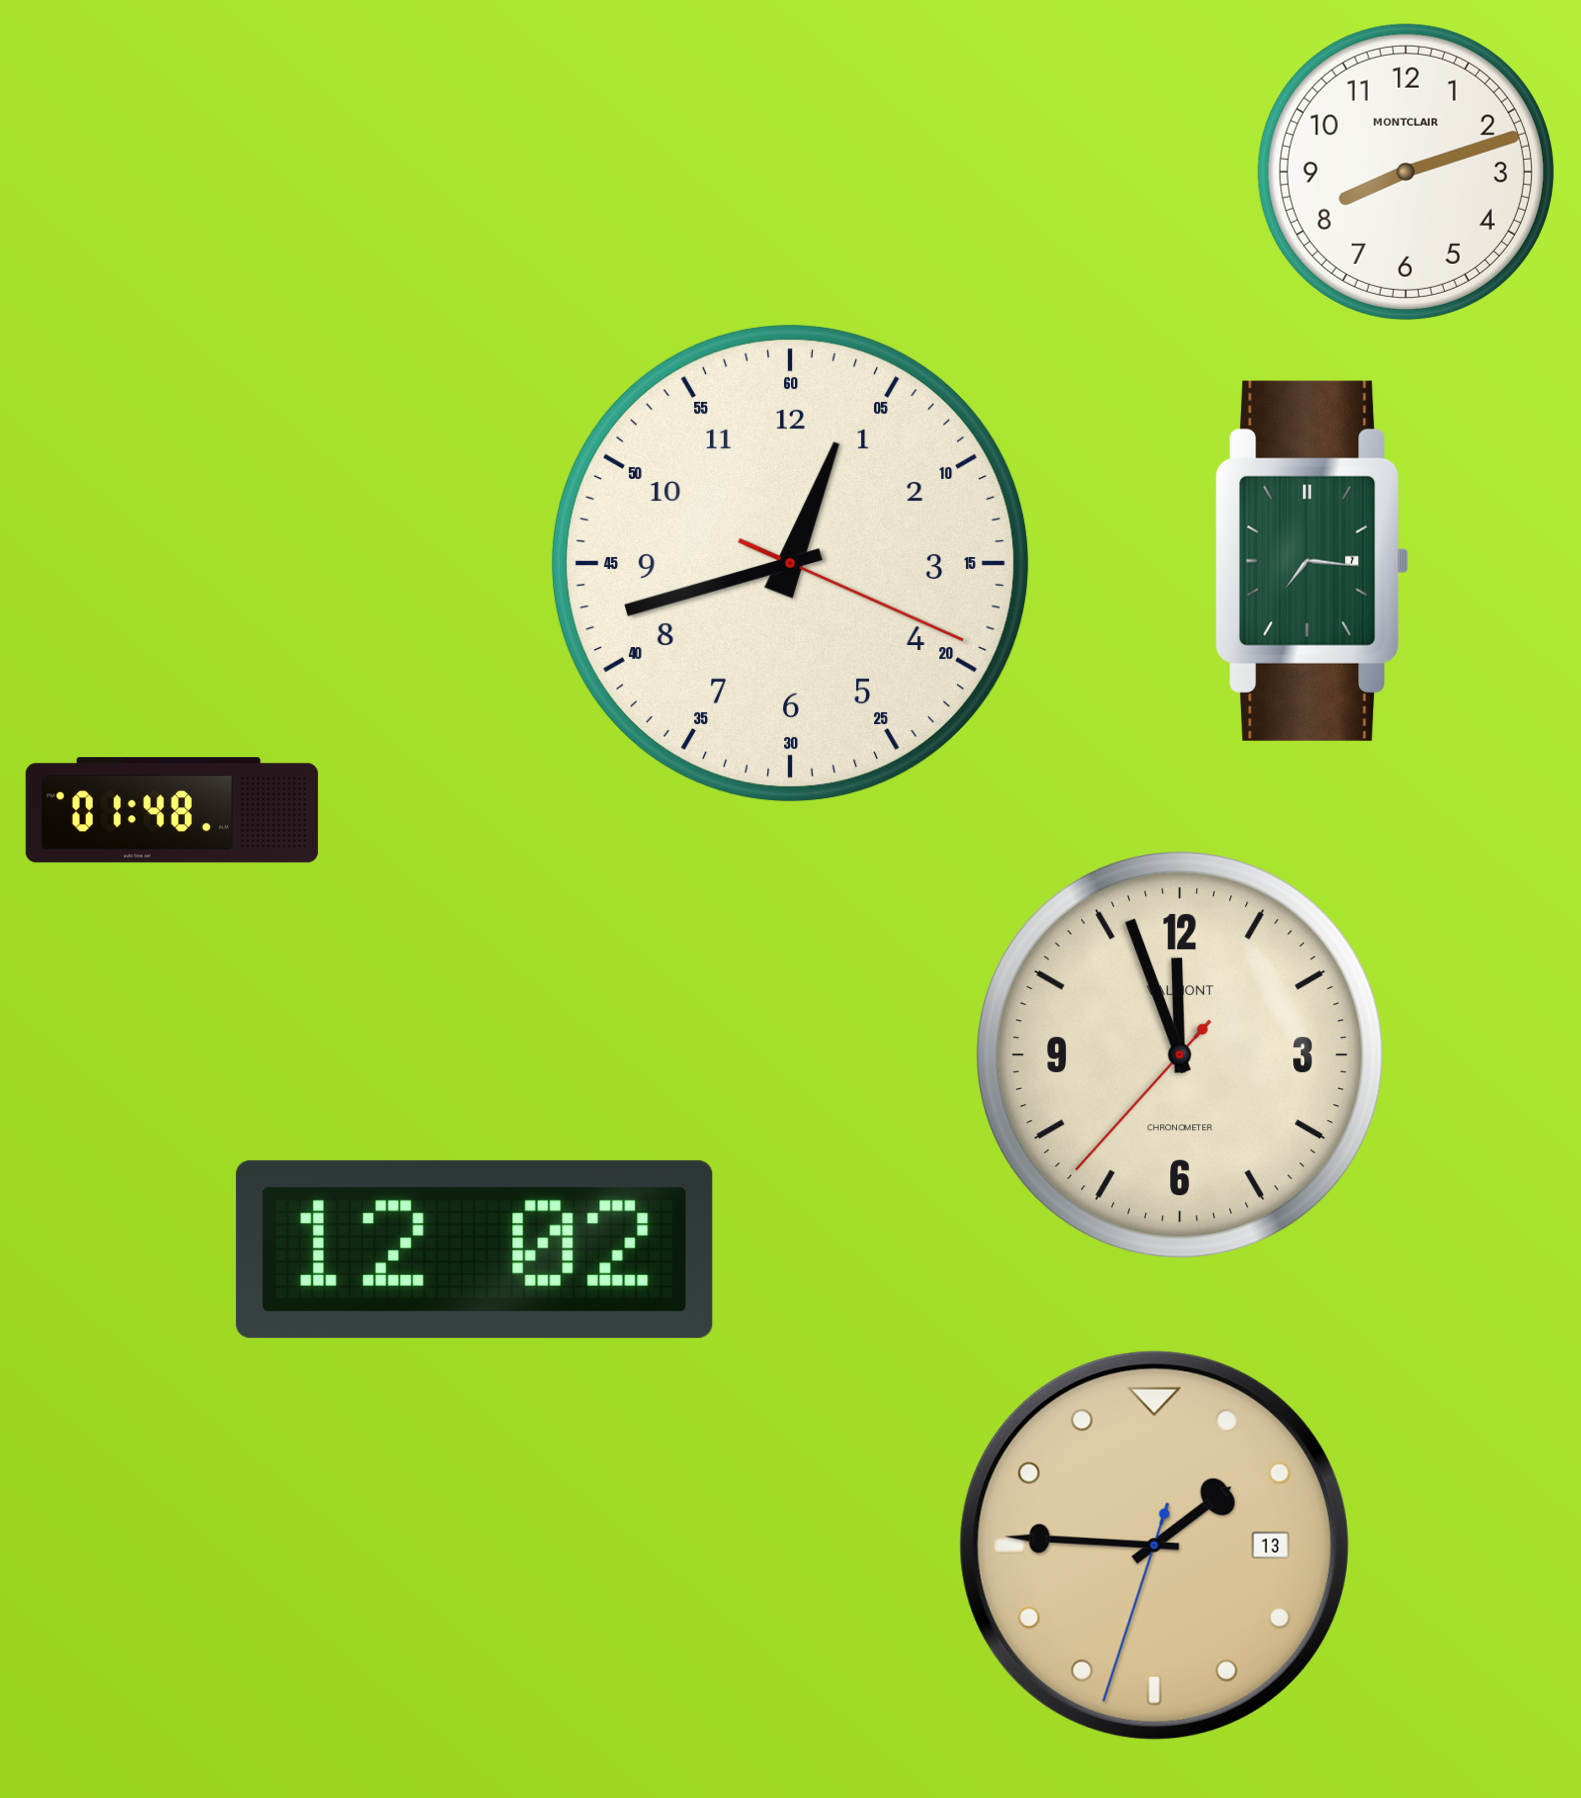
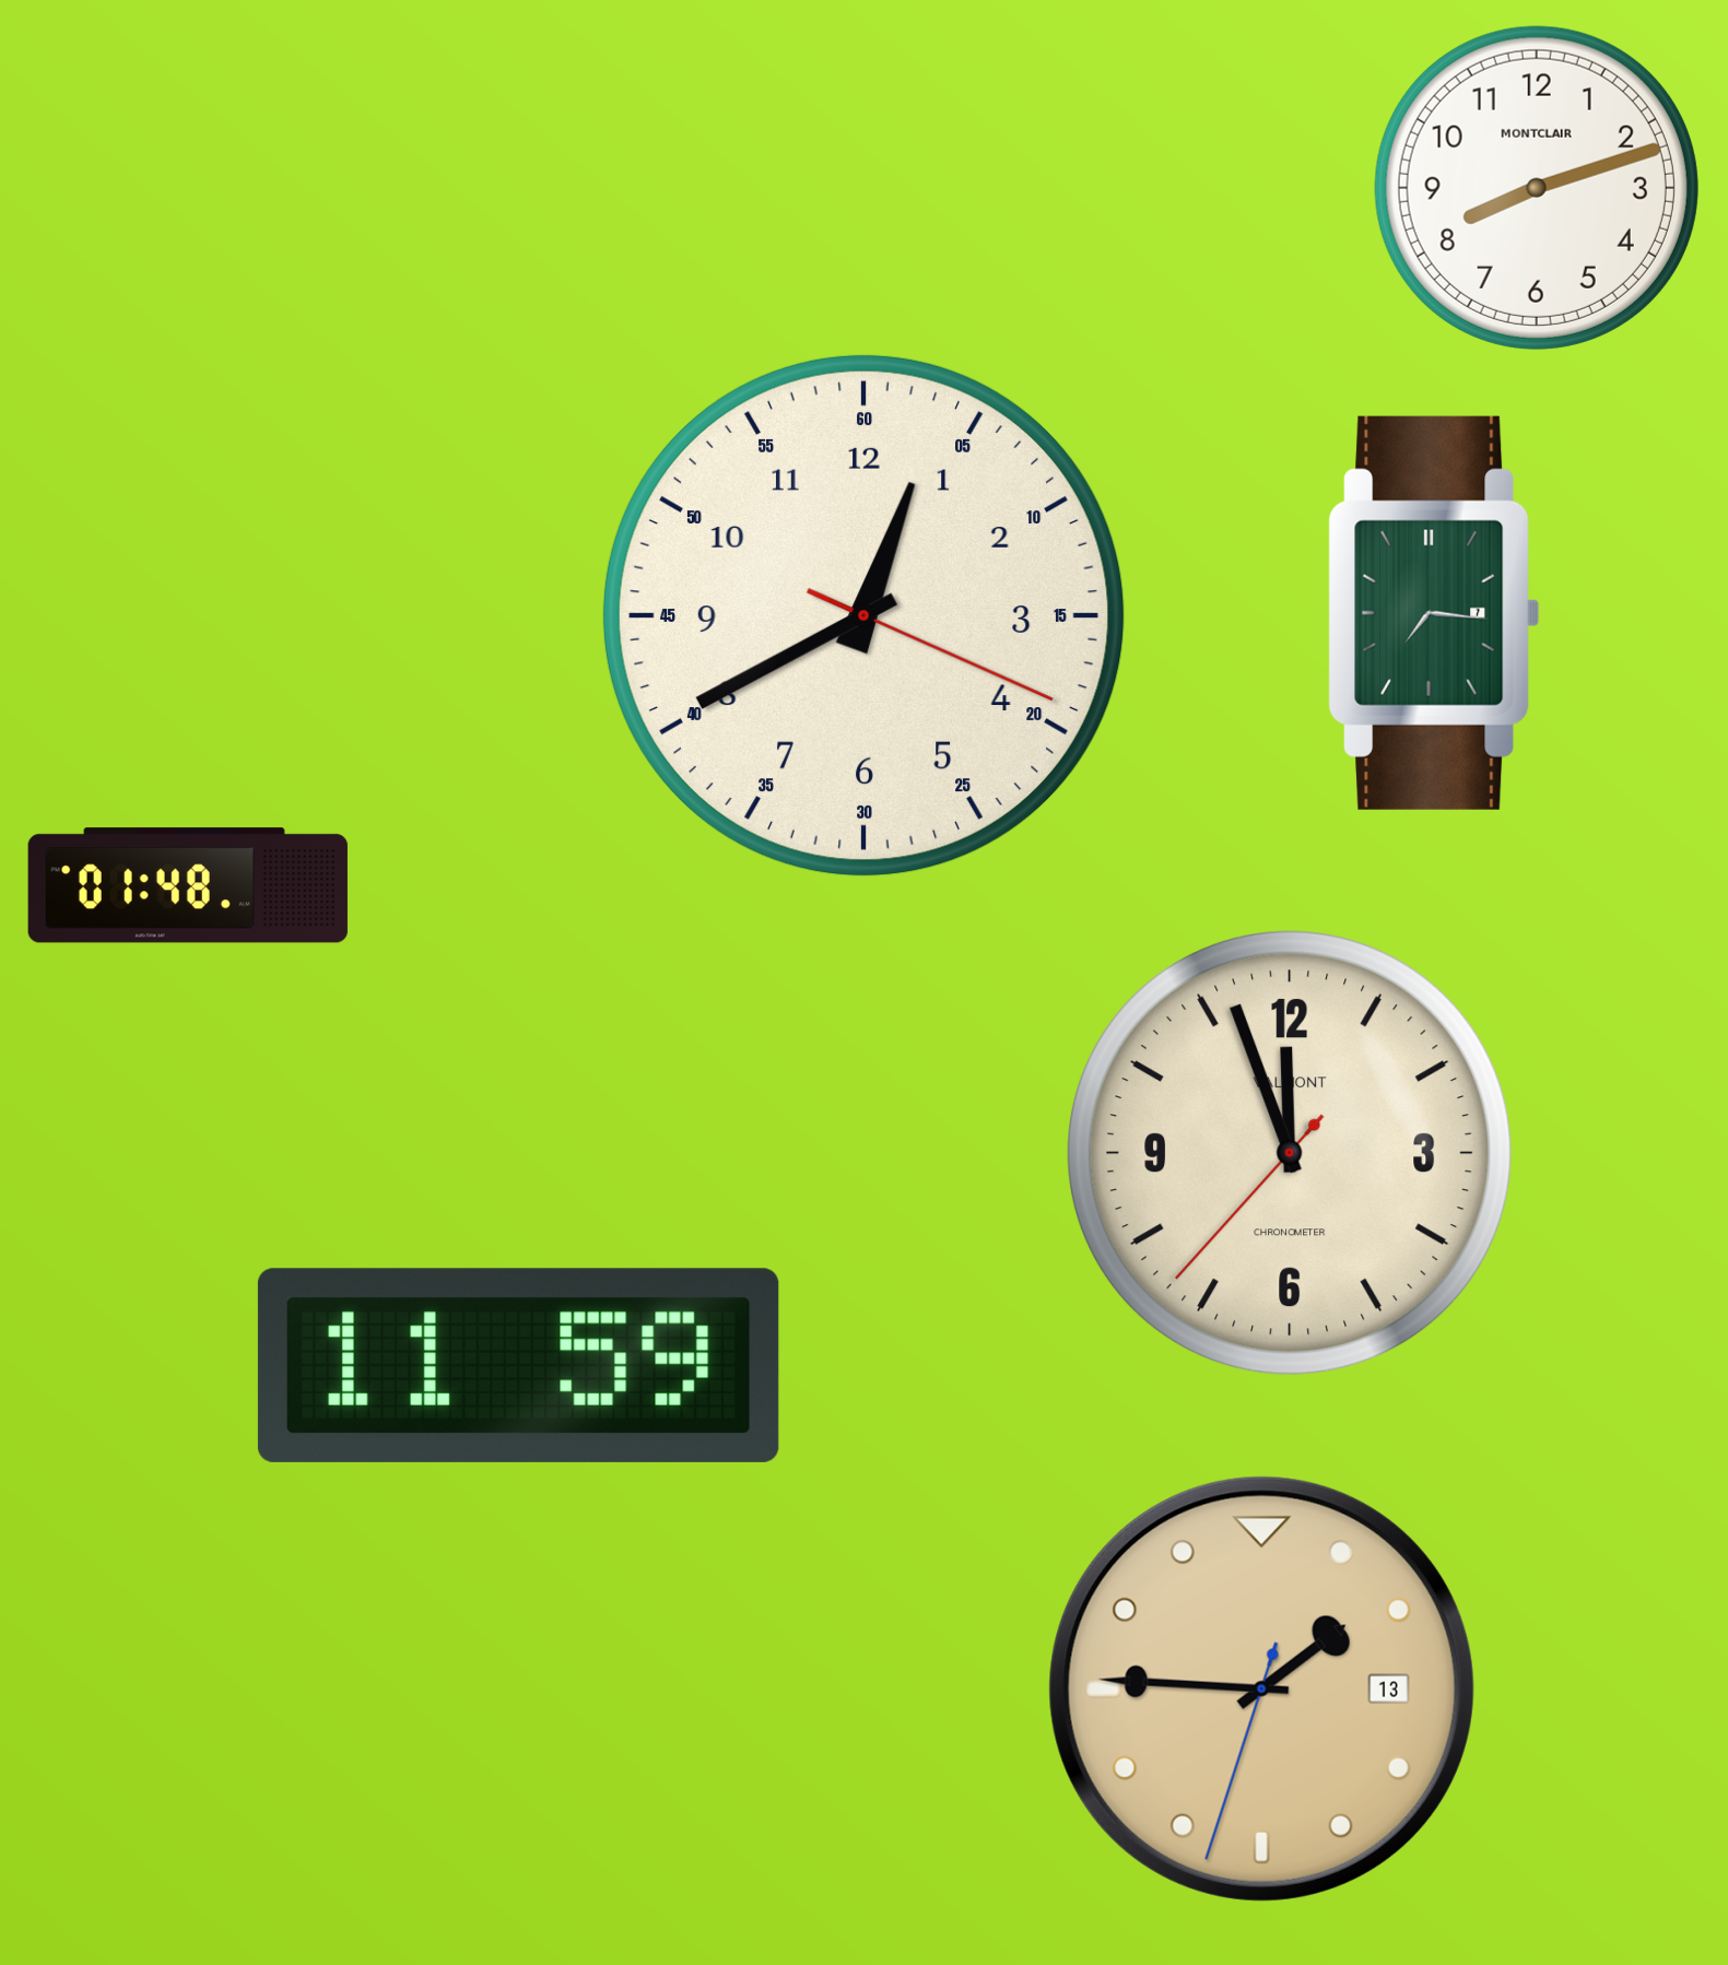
clock at (790, 563): 12:42 -> 12:40
clock at (474, 1249): 12:02 -> 11:59
